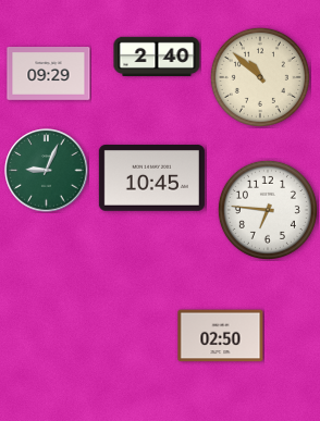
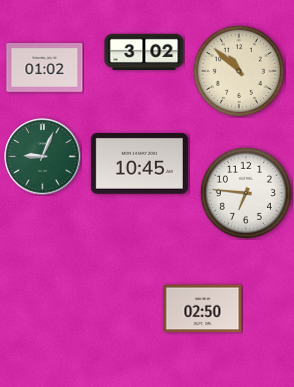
clock at (157, 55): 2:40 -> 3:02
clock at (49, 74): 09:29 -> 01:02
